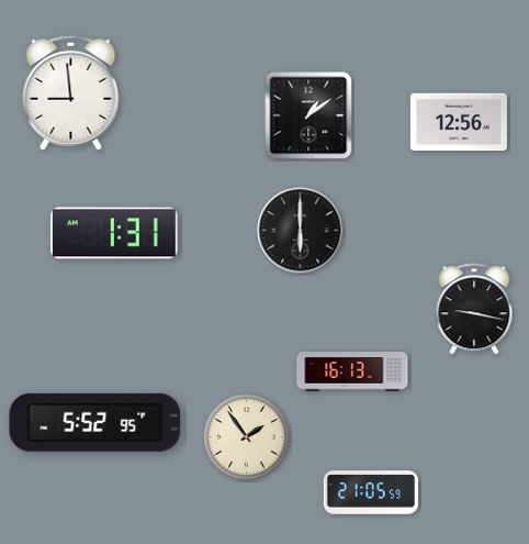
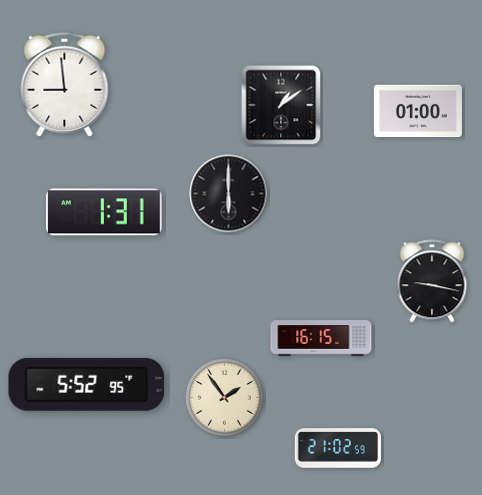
clock at (459, 122): 12:56 -> 01:00
clock at (301, 231) position: (301, 231) -> (229, 194)
clock at (352, 371): 16:13 -> 16:15
clock at (370, 492): 21:05 -> 21:02
